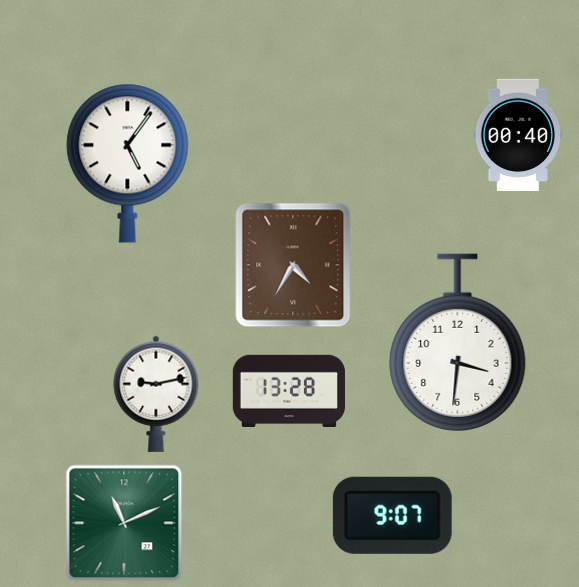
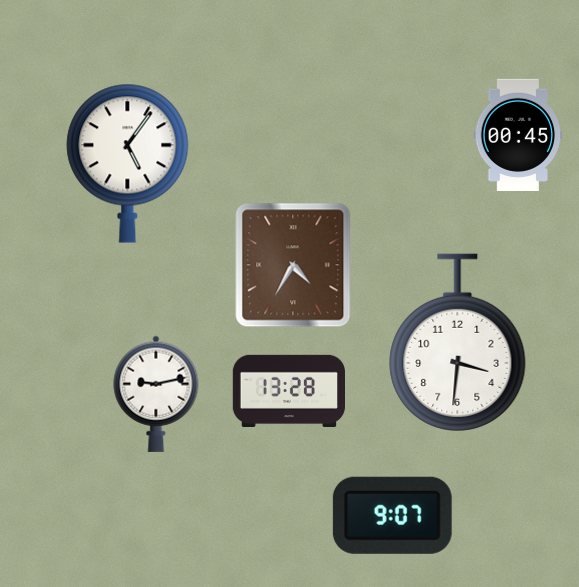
clock at (518, 134): 00:40 -> 00:45
clock at (124, 523): 11:11 -> none
